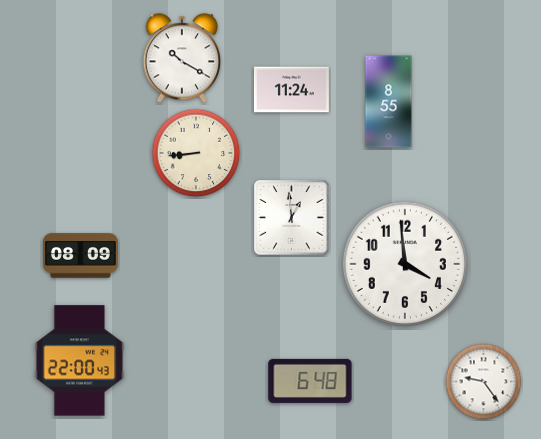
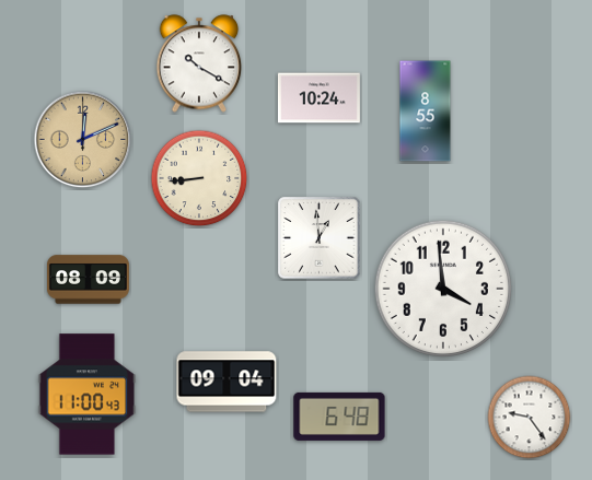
clock at (291, 90): 11:24 -> 10:24
clock at (83, 140): none -> 12:11
clock at (196, 153) position: (196, 153) -> (199, 178)
clock at (227, 382): none -> 09:04
clock at (80, 361): 22:00 -> 11:00
